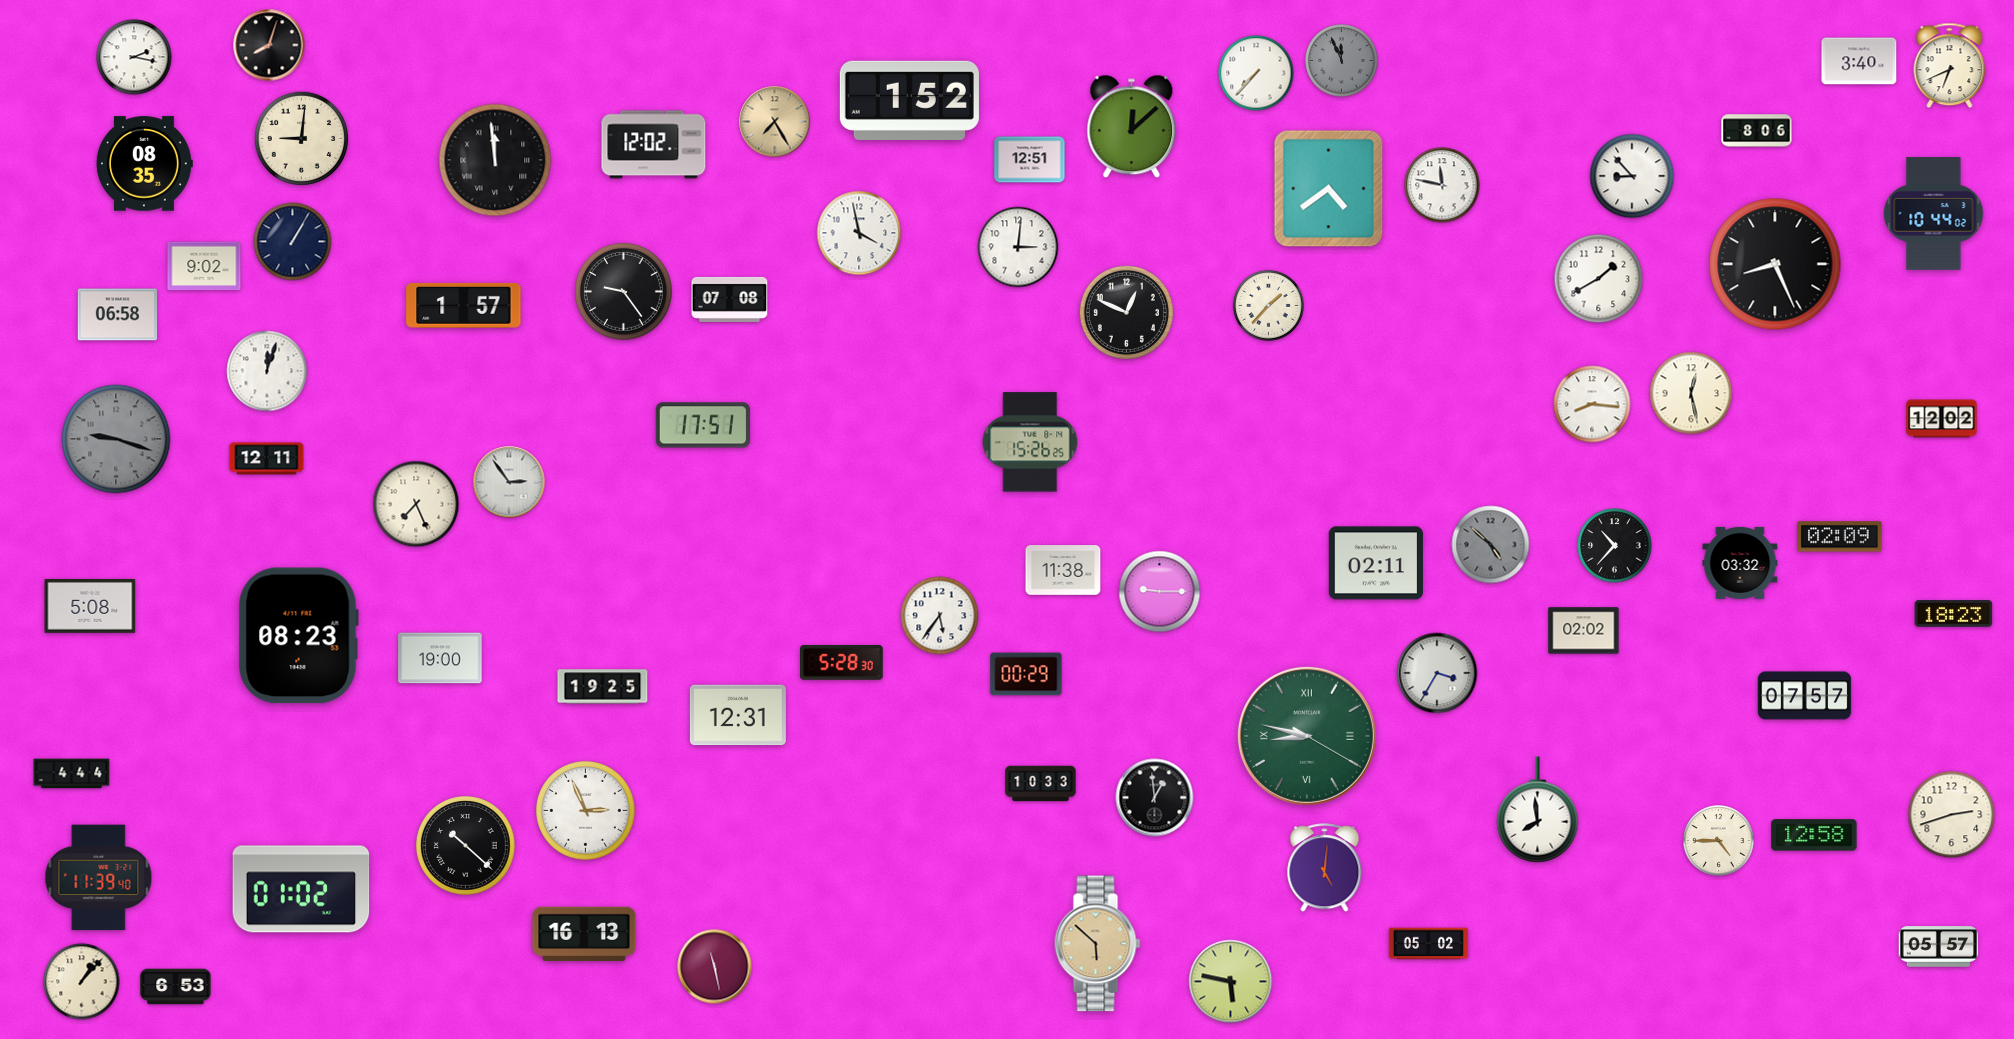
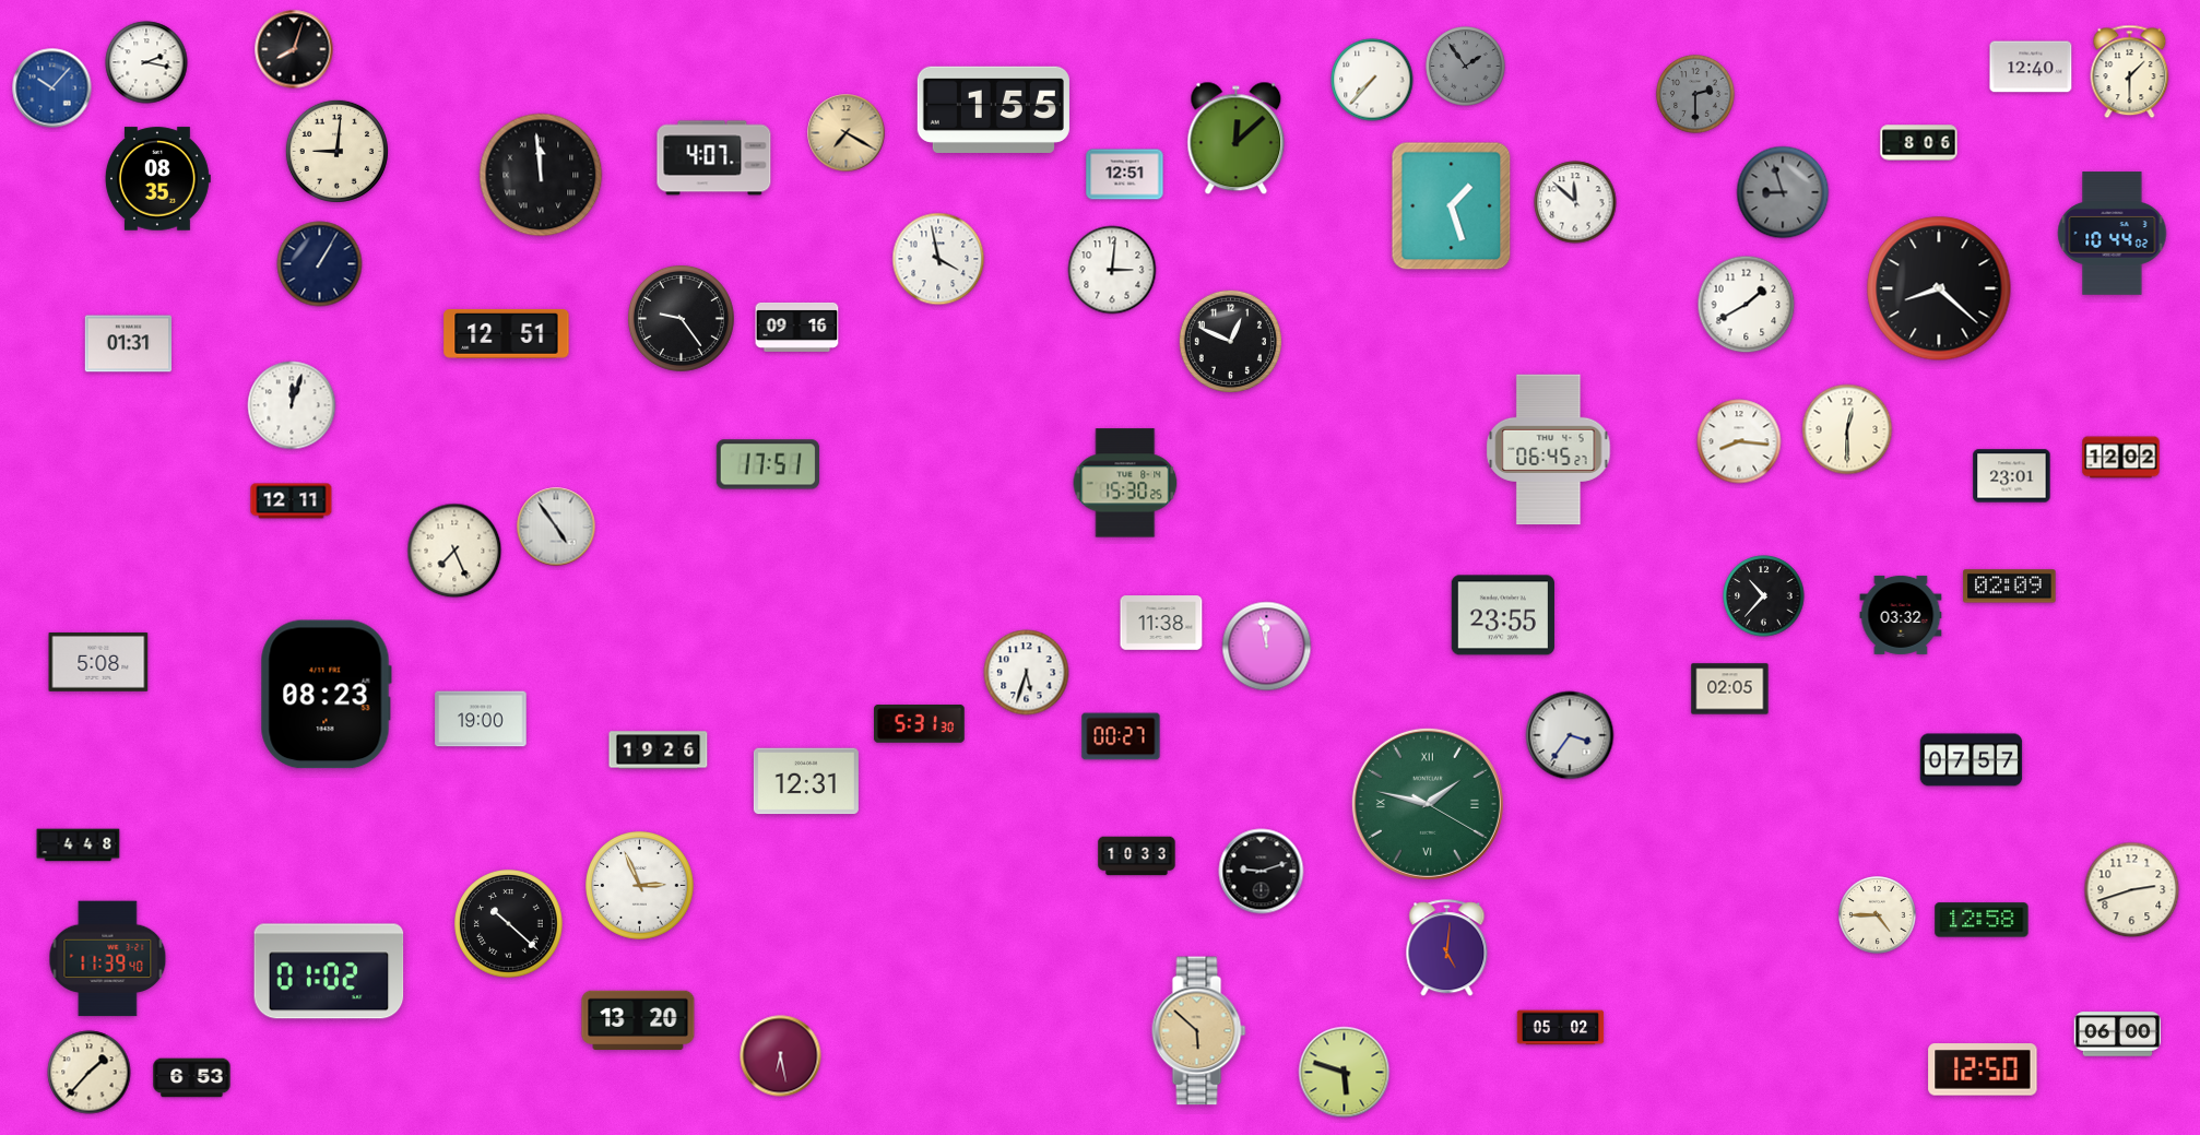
clock at (1342, 61): 11:56 -> 1:54
clock at (1859, 61): 3:40 -> 12:40
clock at (1950, 66): 6:41 -> 1:30
clock at (52, 88): none -> 10:07
clock at (1695, 94): none -> 2:30
clock at (909, 100): 1:52 -> 1:55
clock at (775, 122): 7:25 -> 7:20
clock at (301, 138) position: (301, 138) -> (336, 151)
clock at (654, 145): 12:02 -> 4:07
clock at (1632, 176): 8:53 -> 8:57
clock at (1632, 176) dial: white -> grey
clock at (1442, 185): 11:47 -> 11:52
clock at (1329, 189): 4:39 -> 1:27
clock at (859, 233) position: (859, 233) -> (938, 259)
clock at (1775, 264): 8:26 -> 8:22
clock at (204, 266): 9:02 -> none
clock at (730, 299): 07:08 -> 09:16
clock at (464, 305): 1:57 -> 12:51
clock at (1269, 306): 1:37 -> none
clock at (118, 315): 06:58 -> 01:31
clock at (1691, 393): 12:28 -> 12:30
clock at (1549, 450): none -> 06:45
clock at (2012, 476): none -> 23:01
clock at (116, 439): 9:18 -> none
clock at (1030, 442): 15:26 -> 15:30
clock at (509, 482): 2:54 -> 4:54
clock at (1491, 545): 4:52 -> none
clock at (1375, 563): 02:11 -> 23:55
clock at (1160, 592): 9:15 -> 11:58
clock at (1954, 614): 18:23 -> none
clock at (940, 616): 5:36 -> 5:33
clock at (1584, 631): 02:02 -> 02:05
clock at (842, 663): 5:28 -> 5:31
clock at (1437, 673): 3:35 -> 3:36
clock at (1026, 674): 00:29 -> 00:27
clock at (603, 687): 19:25 -> 19:26
clock at (1307, 736): 8:47 -> 1:47
clock at (72, 774): 4:44 -> 4:48
clock at (1155, 798): 12:59 -> 9:12
clock at (1538, 810): 7:59 -> none
clock at (1814, 835) position: (1814, 835) -> (1982, 920)
clock at (1719, 841) position: (1719, 841) -> (1878, 915)
clock at (584, 934): 16:13 -> 13:20
clock at (1429, 944) position: (1429, 944) -> (1561, 1028)
clock at (1939, 947): 05:57 -> 06:00
clock at (715, 967): 11:28 -> 6:28
clock at (1983, 1069): none -> 12:50
clock at (82, 982): 1:07 -> 1:37
clock at (1231, 982): 5:47 -> 5:48
